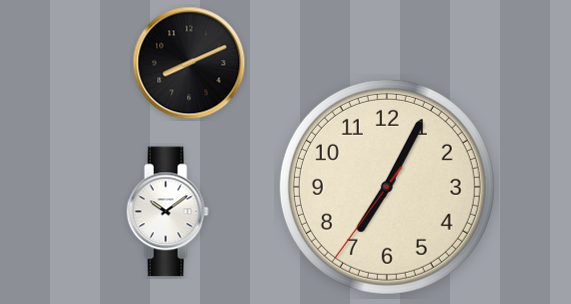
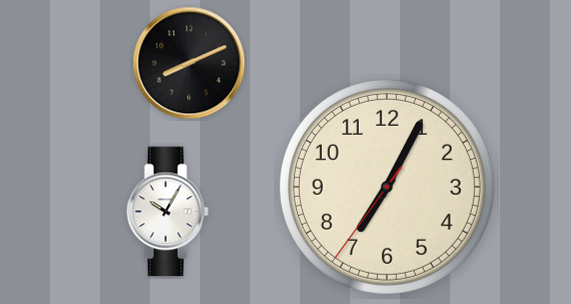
clock at (167, 212): 10:09 -> 10:05
